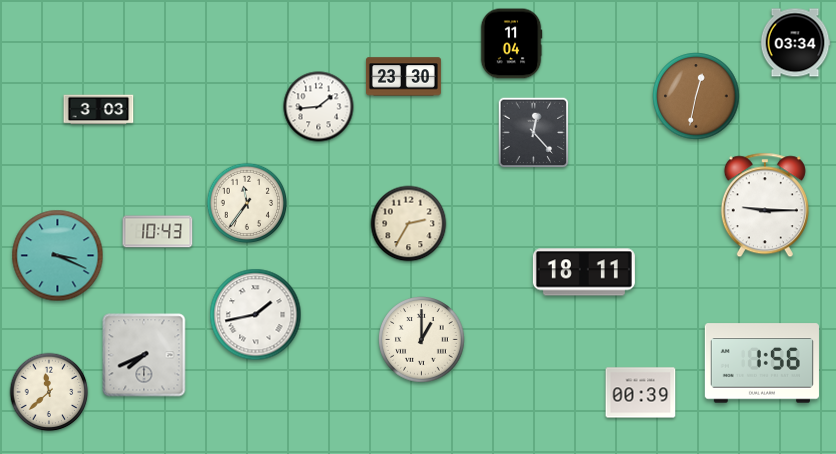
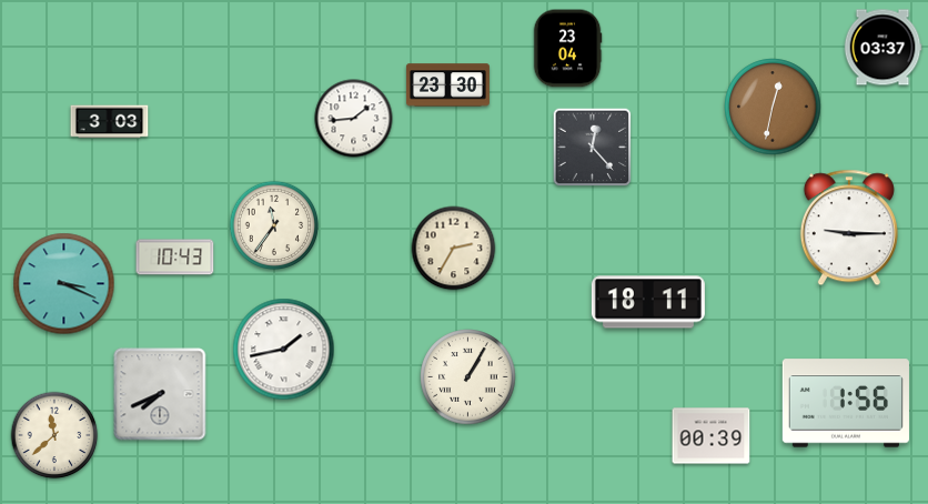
clock at (795, 43): 03:34 -> 03:37
clock at (511, 44): 11:04 -> 23:04
clock at (422, 340): 1:00 -> 1:05
